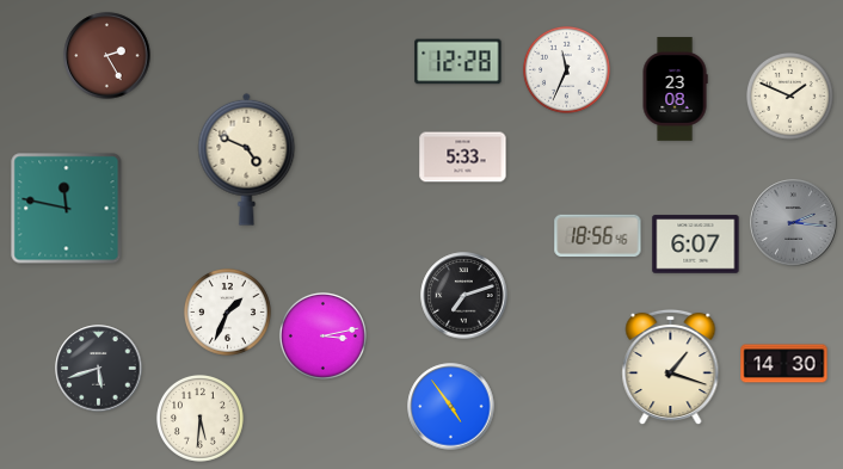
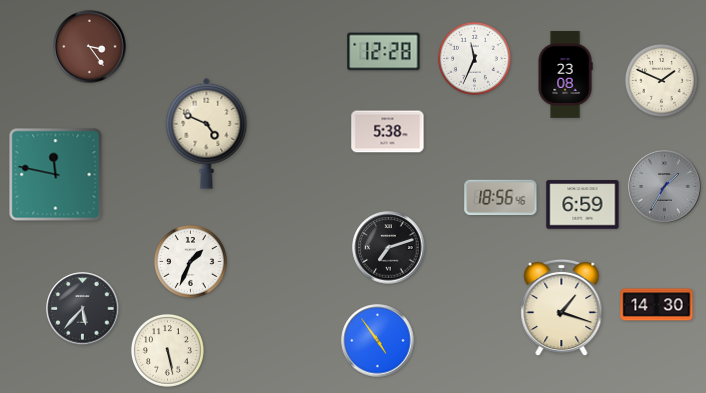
clock at (107, 56): 2:25 -> 3:24
clock at (463, 158): 5:33 -> 5:38
clock at (794, 223): 2:16 -> 1:35
clock at (696, 245): 6:07 -> 6:59
clock at (322, 335): 3:13 -> none
clock at (99, 369): 5:42 -> 5:37
clock at (199, 418): 5:31 -> 5:28
